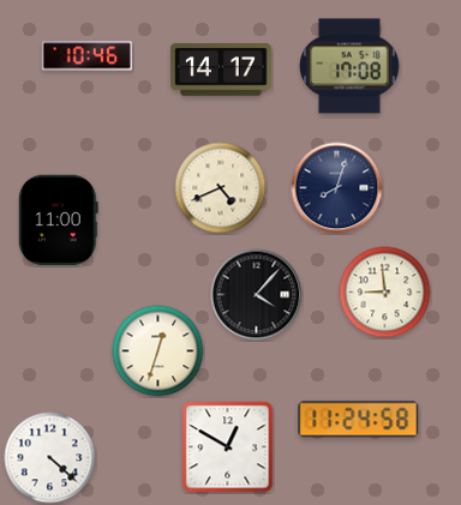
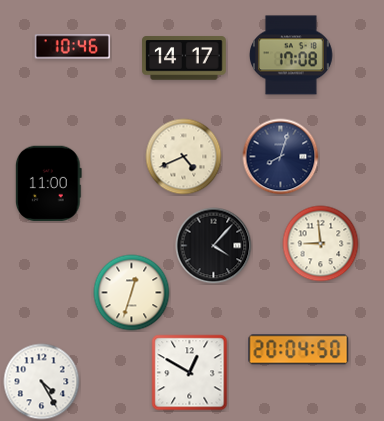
clock at (359, 420): 11:24 -> 20:04
clock at (50, 458): 4:22 -> 4:25
